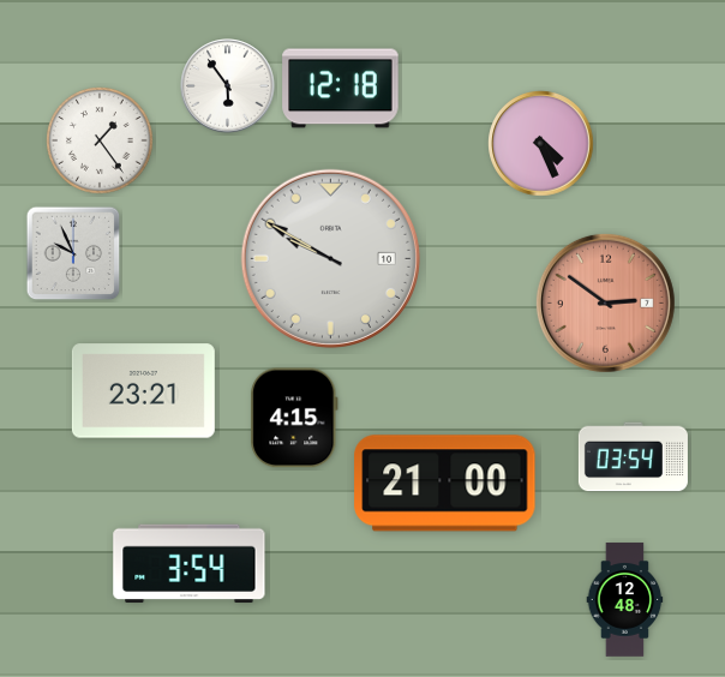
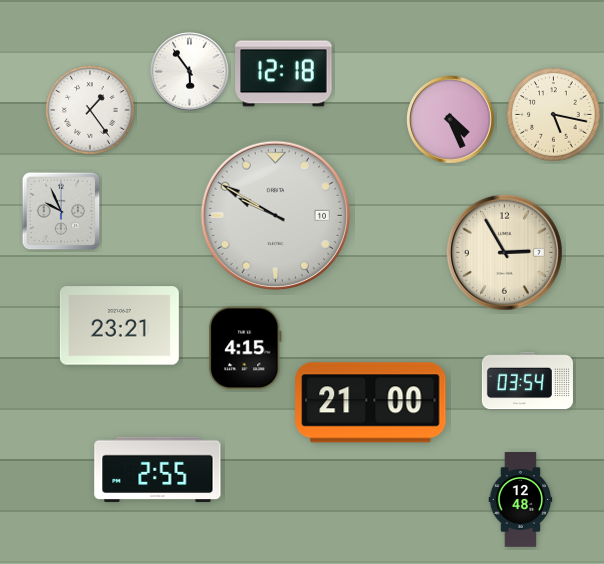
clock at (554, 115): none -> 5:17
clock at (100, 140) position: (100, 140) -> (90, 110)
clock at (605, 302): 2:51 -> 2:55
clock at (605, 302) dial: salmon -> cream
clock at (190, 564): 3:54 -> 2:55
